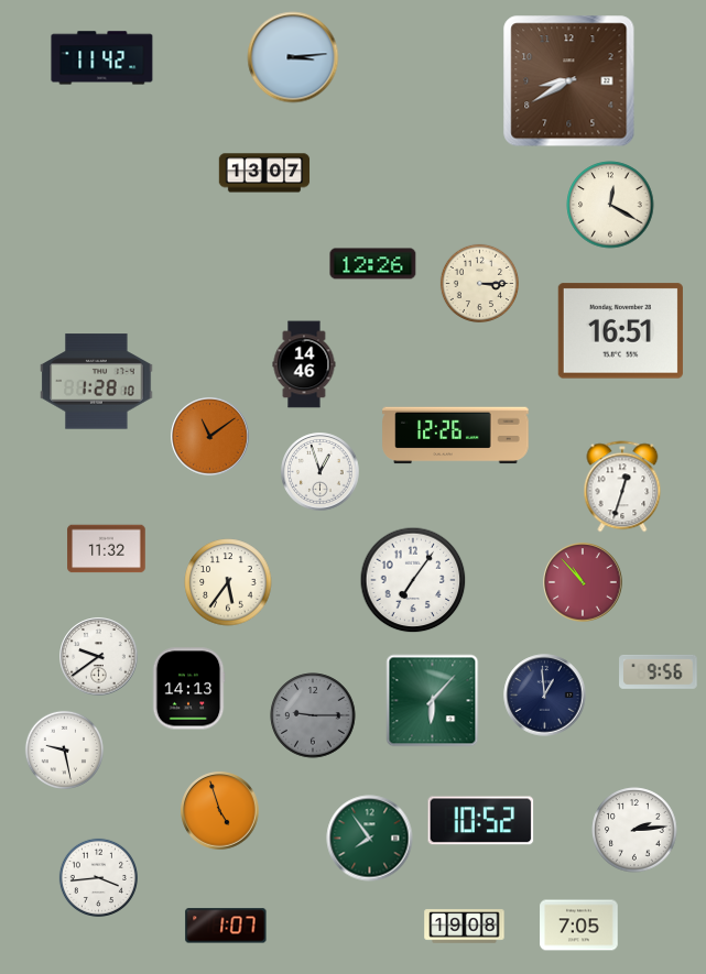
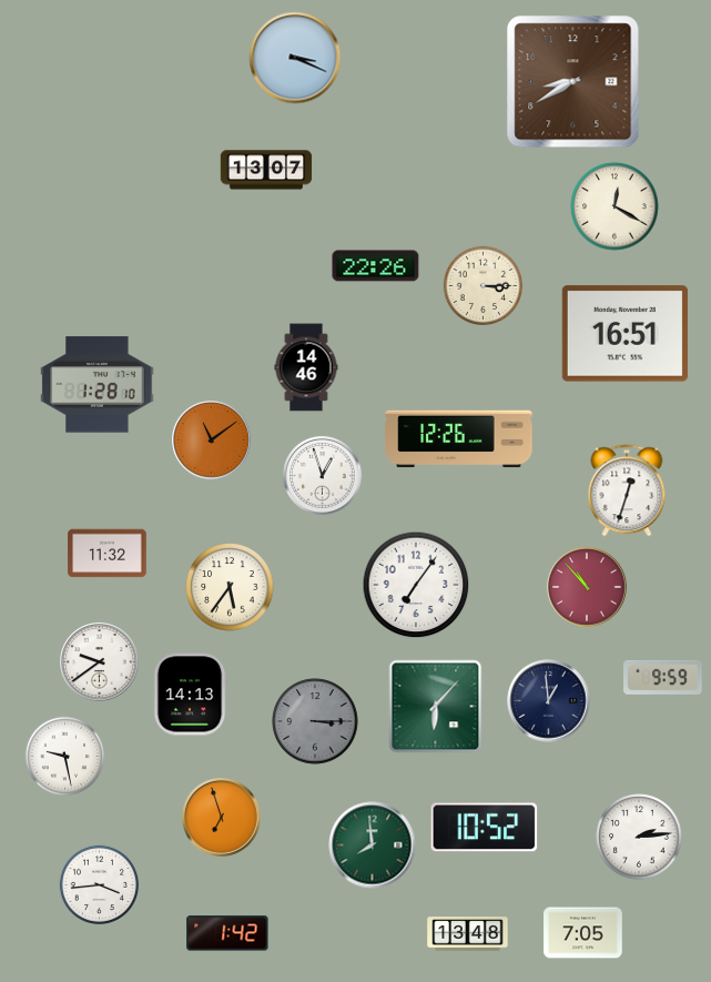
clock at (293, 57): 3:14 -> 3:19
clock at (102, 58): 11:42 -> none
clock at (264, 173) position: (264, 173) -> (266, 170)
clock at (373, 264): 12:26 -> 22:26
clock at (659, 671): 9:56 -> 9:59
clock at (313, 715): 9:15 -> 3:15
clock at (220, 811): 4:57 -> 6:57
clock at (370, 839): 7:54 -> 7:59
clock at (226, 926): 1:07 -> 1:42
clock at (465, 927): 19:08 -> 13:48
